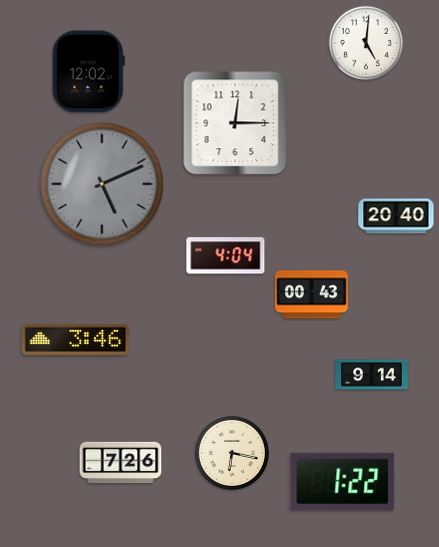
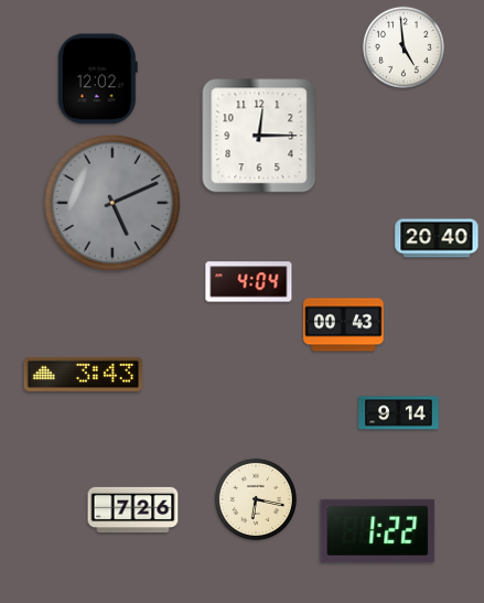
clock at (365, 42): 5:01 -> 4:59
clock at (75, 339): 3:46 -> 3:43
clock at (372, 375) position: (372, 375) -> (399, 413)
